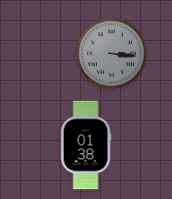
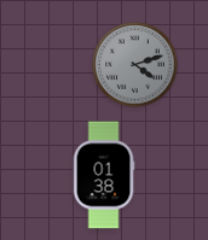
clock at (112, 54): 3:16 -> 4:12
